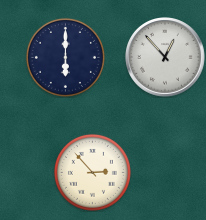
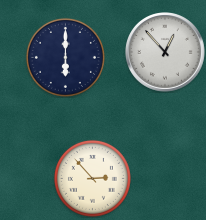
clock at (166, 58) position: (166, 58) -> (166, 53)
clock at (92, 172) position: (92, 172) -> (92, 178)
